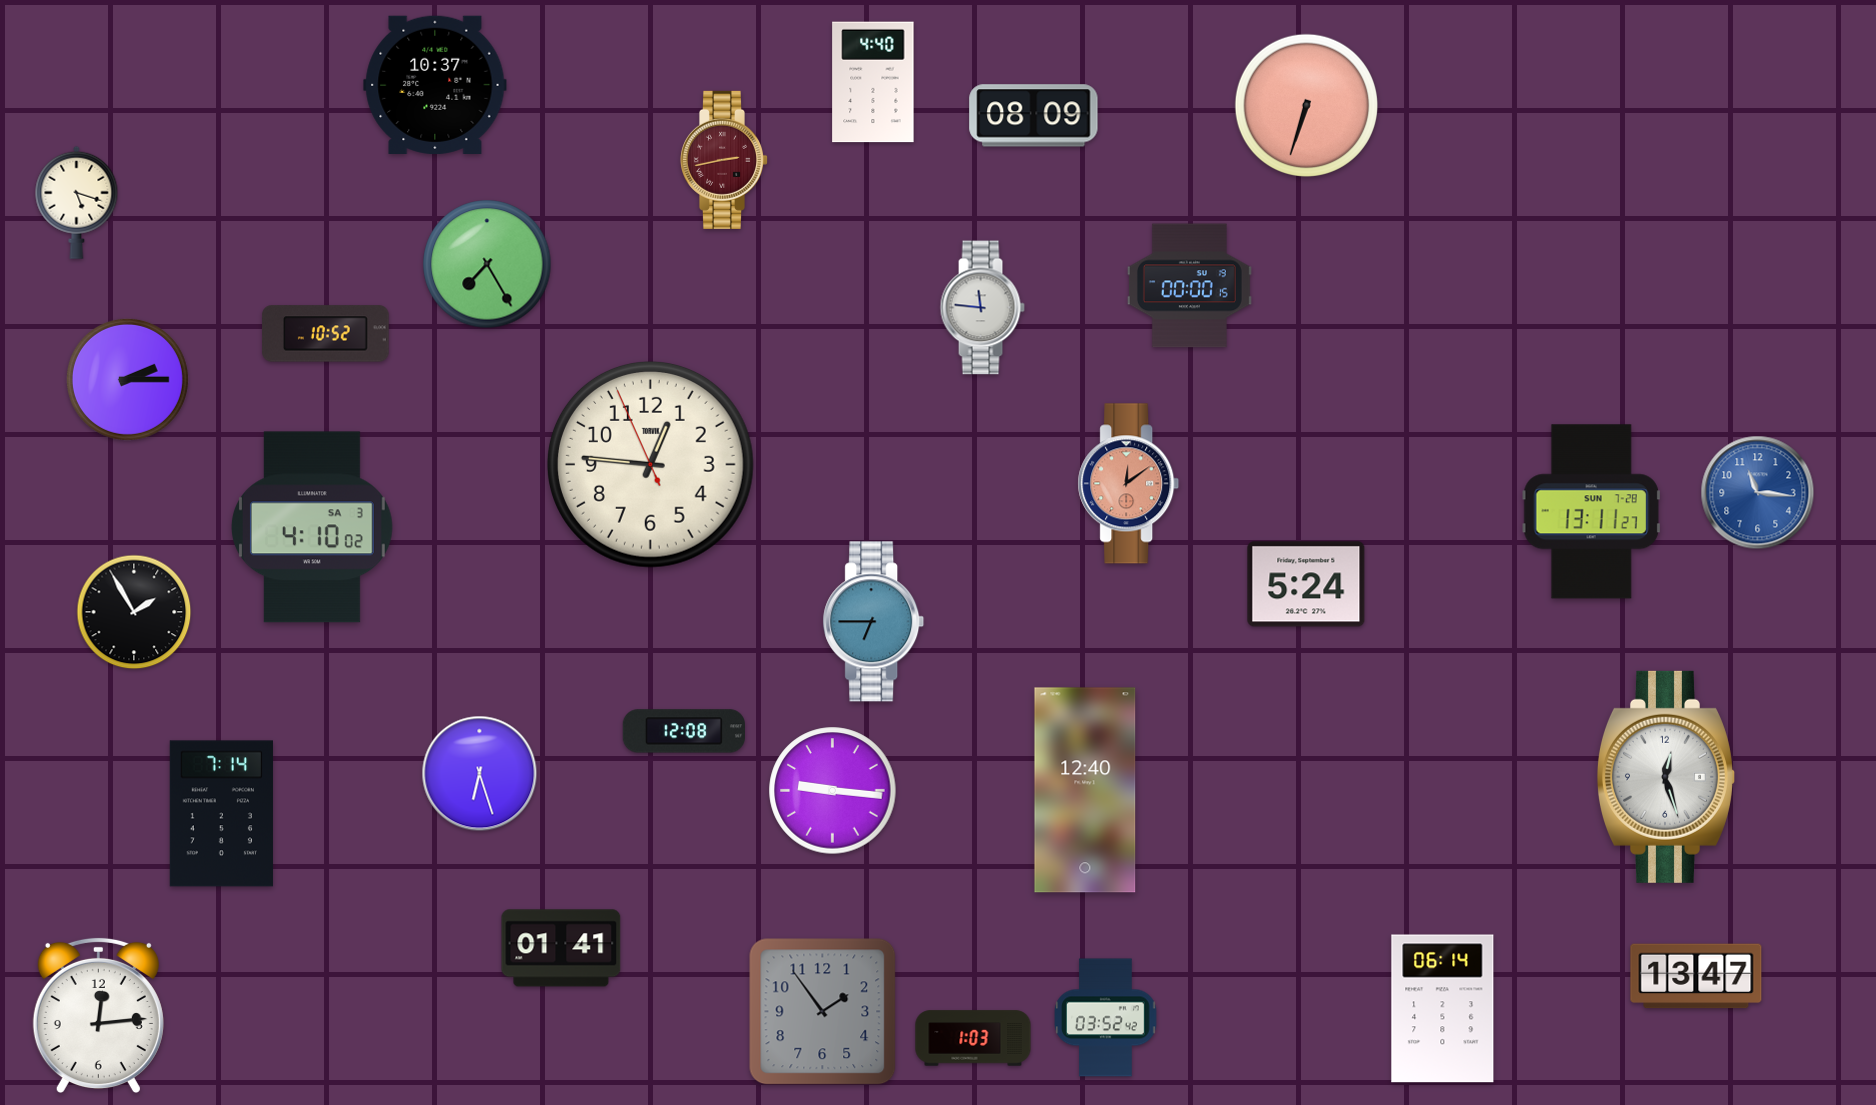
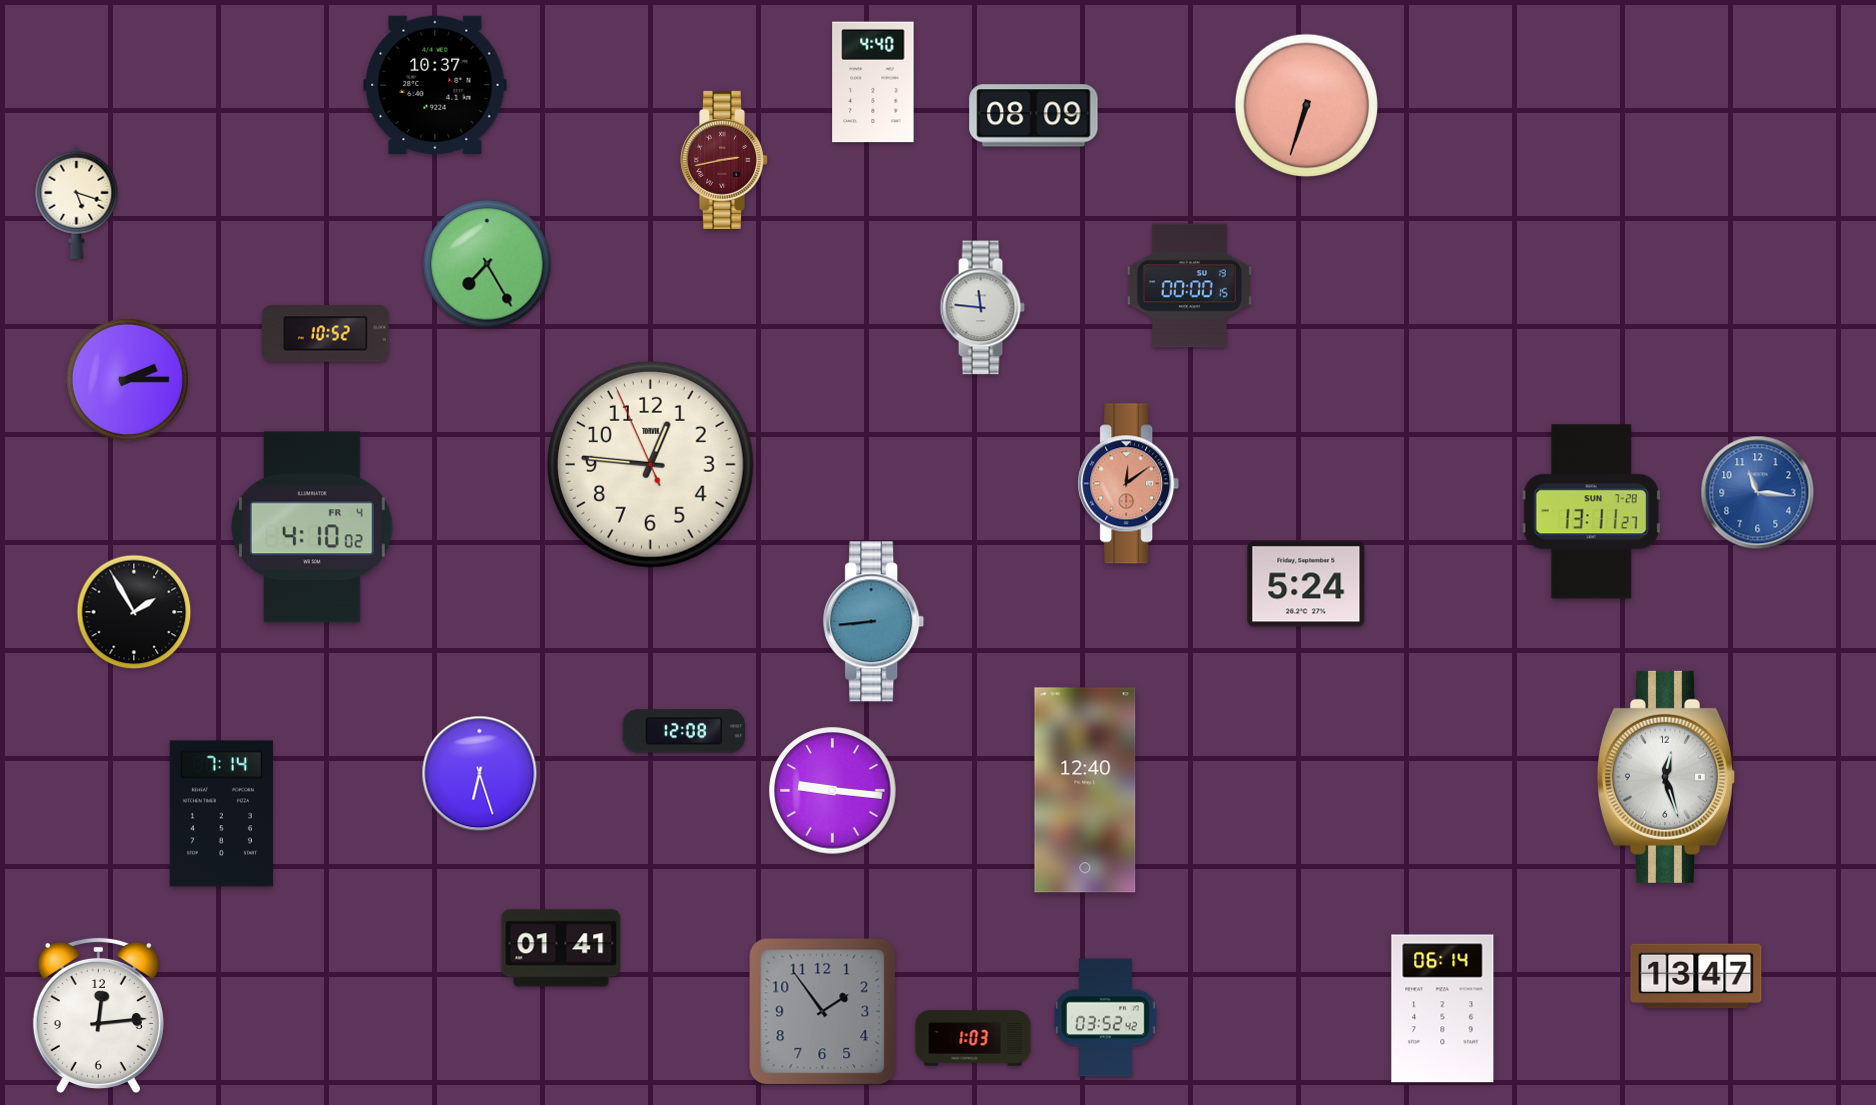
clock at (312, 527) date: SA 3 -> FR 4
clock at (874, 622): 6:45 -> 8:44
